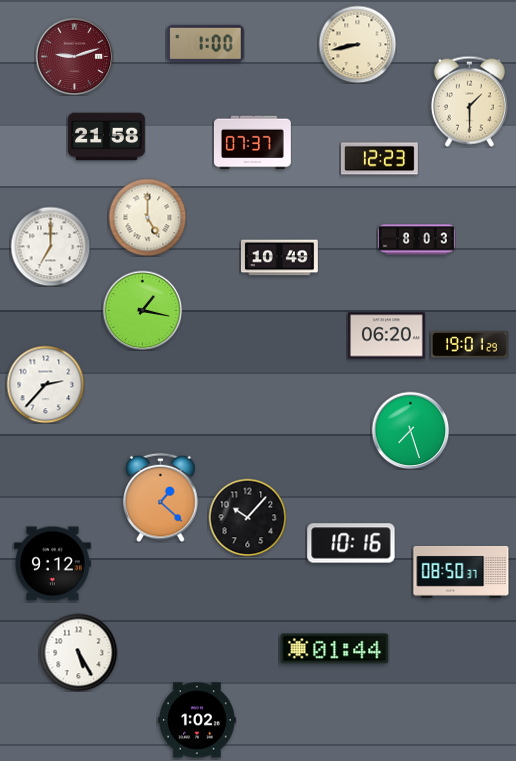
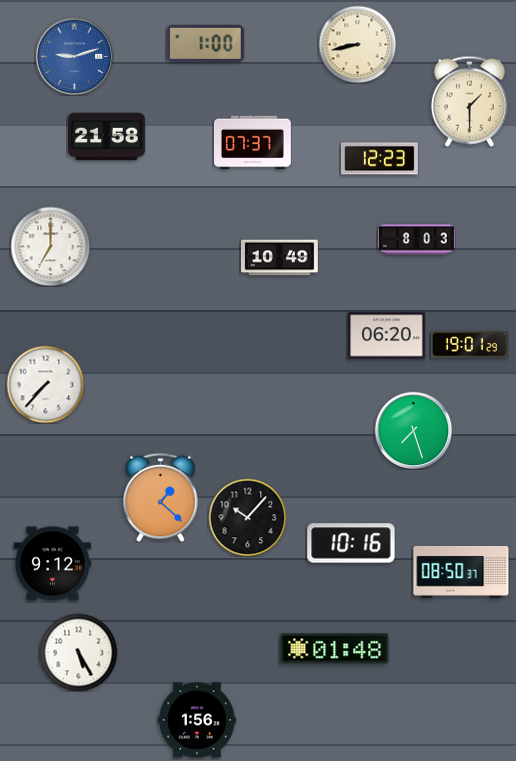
clock at (74, 56) dial: burgundy -> blue
clock at (147, 217): 5:00 -> none
clock at (142, 310): 1:17 -> none
clock at (45, 384): 2:37 -> 7:37
clock at (410, 430) position: (410, 430) -> (413, 430)
clock at (335, 649): 01:44 -> 01:48
clock at (198, 720): 1:02 -> 1:56
